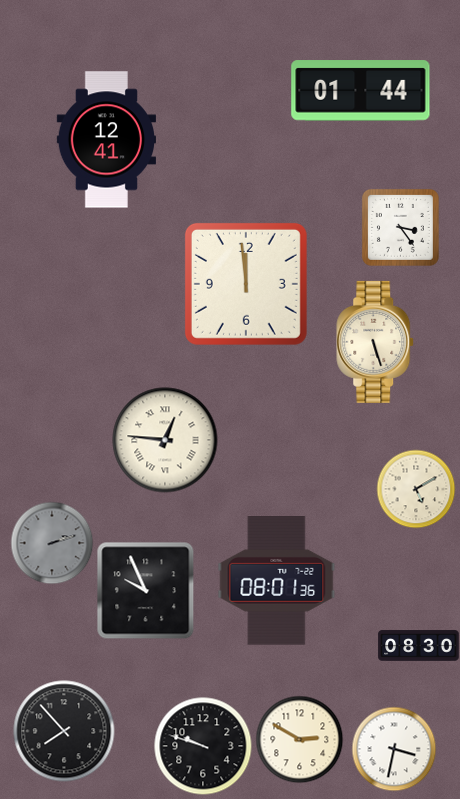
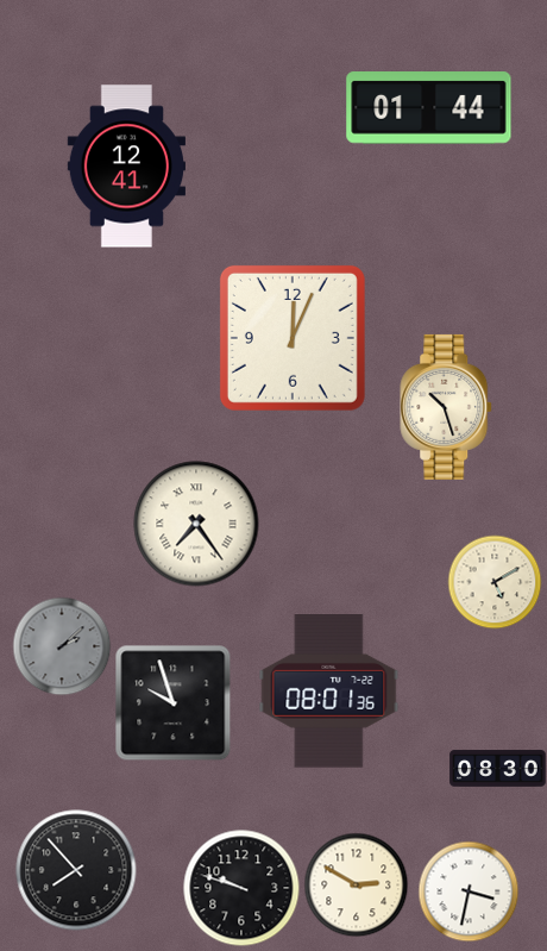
clock at (400, 227): 3:24 -> none
clock at (246, 284): 11:59 -> 12:04
clock at (376, 342): 5:27 -> 10:27
clock at (165, 440): 12:46 -> 7:24
clock at (52, 543): 2:12 -> 2:08
clock at (146, 591): 9:56 -> 9:57
clock at (299, 739) position: (299, 739) -> (356, 884)
